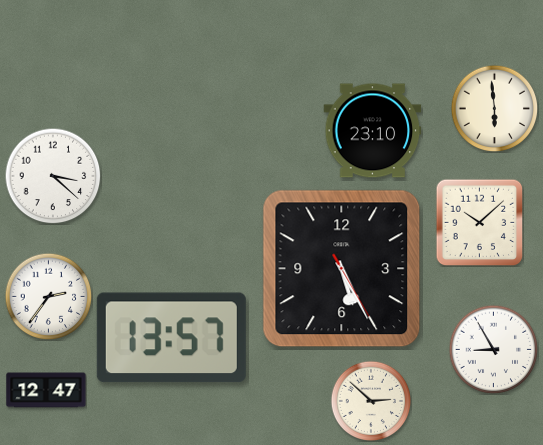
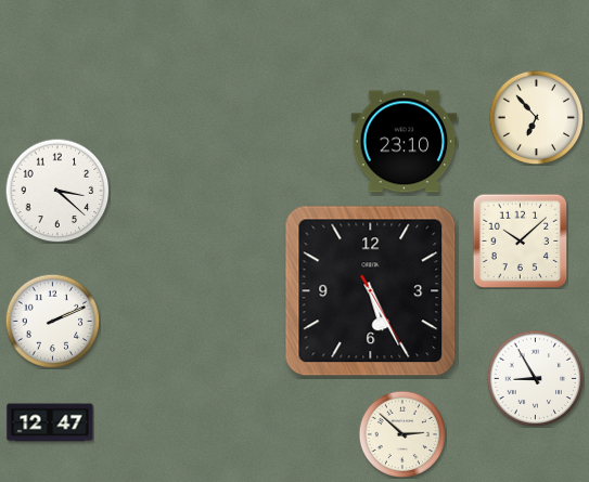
clock at (494, 108): 5:59 -> 6:53
clock at (48, 296): 2:36 -> 2:11
clock at (171, 338): 13:57 -> none
